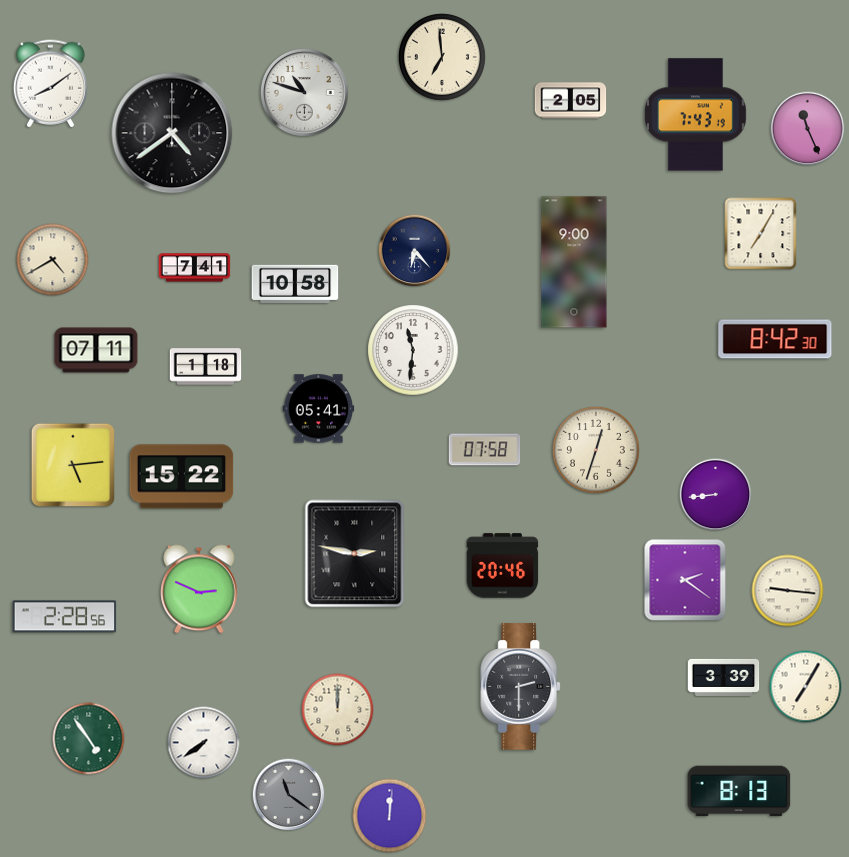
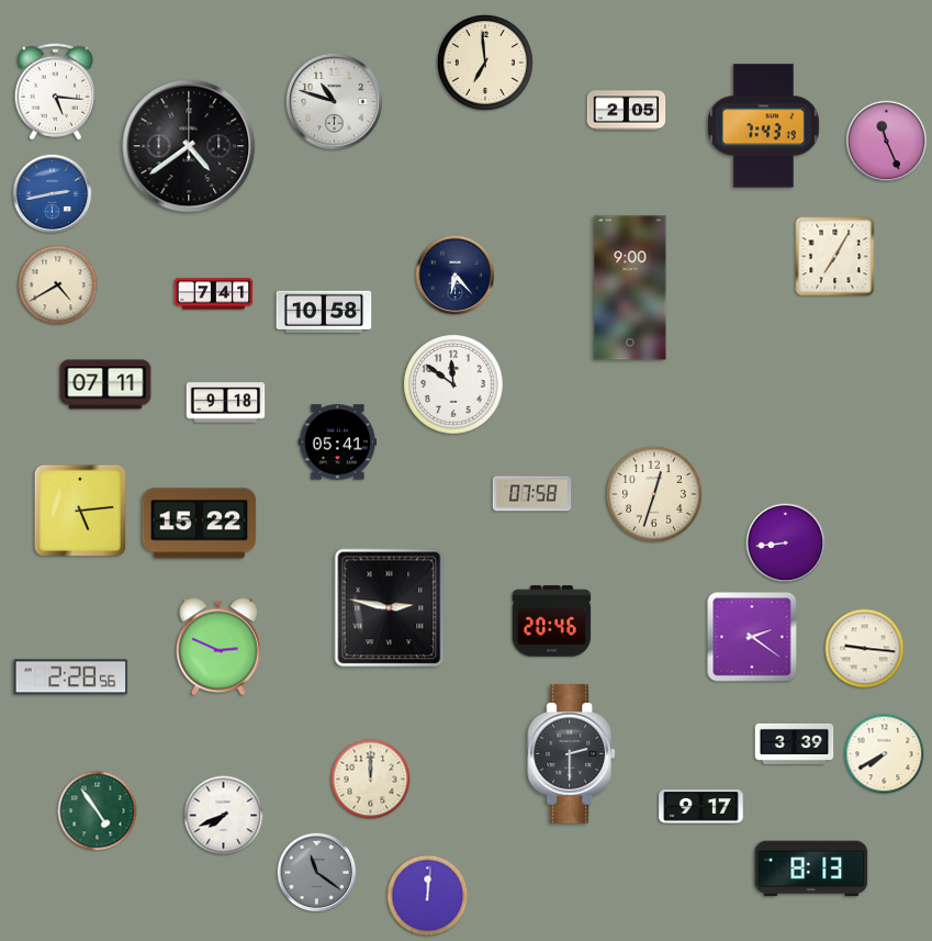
clock at (50, 84): 8:09 -> 5:16
clock at (53, 194): none -> 2:43
clock at (775, 339): 8:42 -> none
clock at (413, 350): 11:31 -> 11:51
clock at (206, 367): 1:18 -> 9:18
clock at (319, 409) position: (319, 409) -> (338, 443)
clock at (806, 687): 7:05 -> 7:40
clock at (701, 807): none -> 9:17
clock at (204, 743): 7:39 -> 7:41
